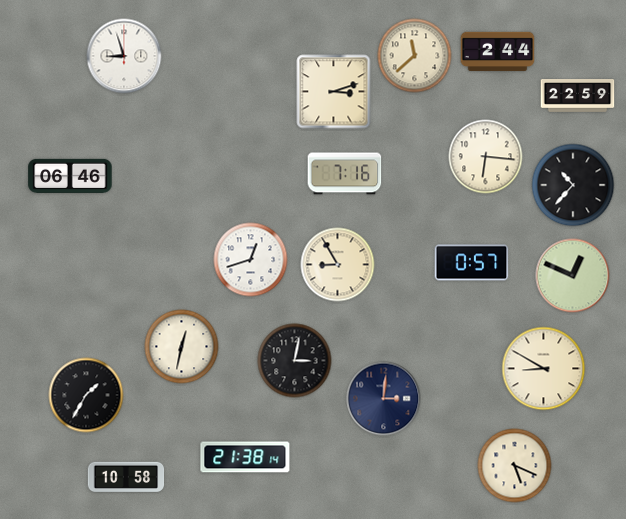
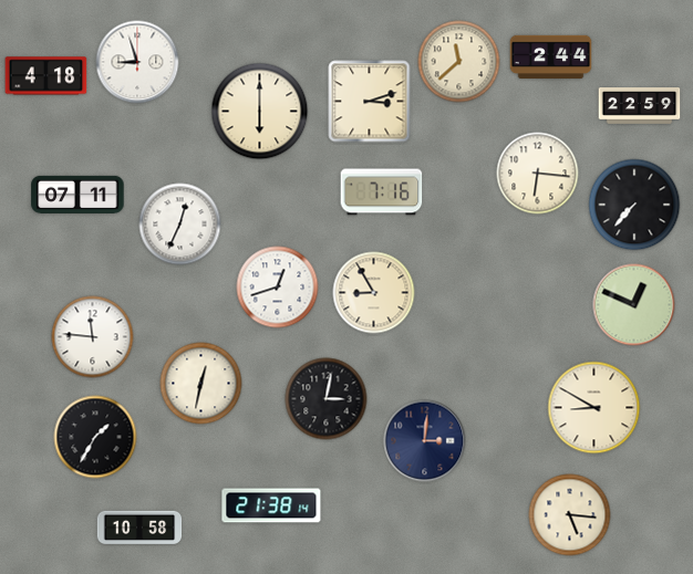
clock at (46, 76): none -> 4:18
clock at (260, 112): none -> 6:00
clock at (70, 176): 06:46 -> 07:11
clock at (573, 185): 10:37 -> 7:37
clock at (180, 225): none -> 12:34
clock at (472, 263): 0:57 -> none
clock at (93, 337): none -> 11:46
clock at (544, 369) position: (544, 369) -> (594, 408)
clock at (515, 466): 5:19 -> 5:16
